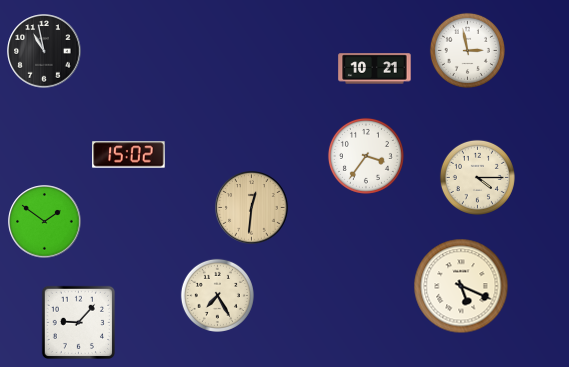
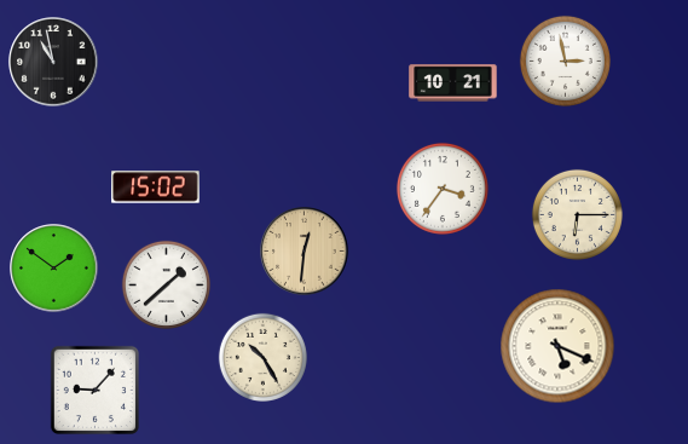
clock at (477, 177): 4:15 -> 6:15
clock at (166, 284): none -> 1:38
clock at (217, 295): 7:25 -> 10:25
